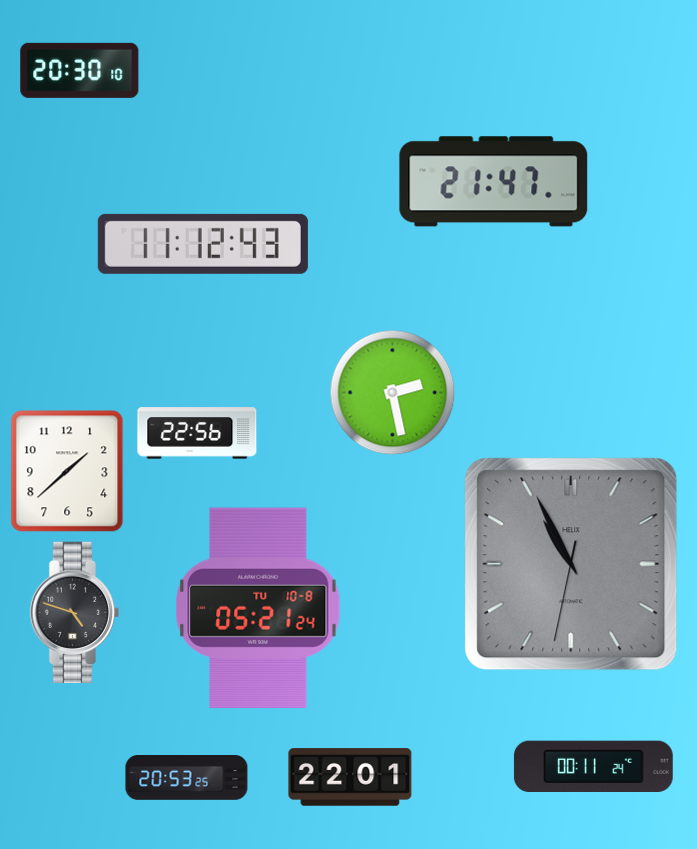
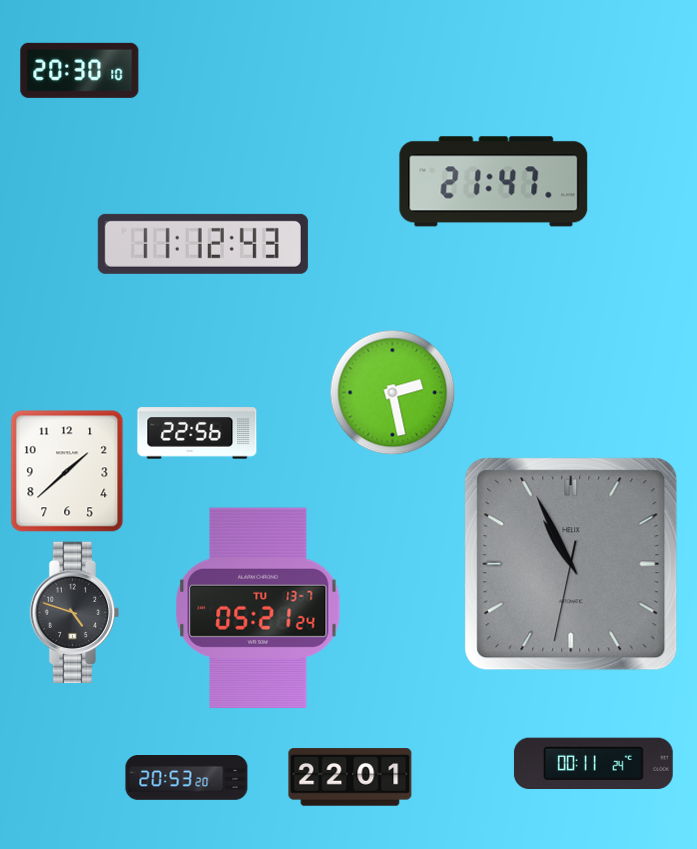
clock at (258, 607) date: TU 10-8 -> TU 13-7
clock at (593, 767) position: (593, 767) -> (593, 764)
clock at (187, 778): 20:53:25 -> 20:53:20
